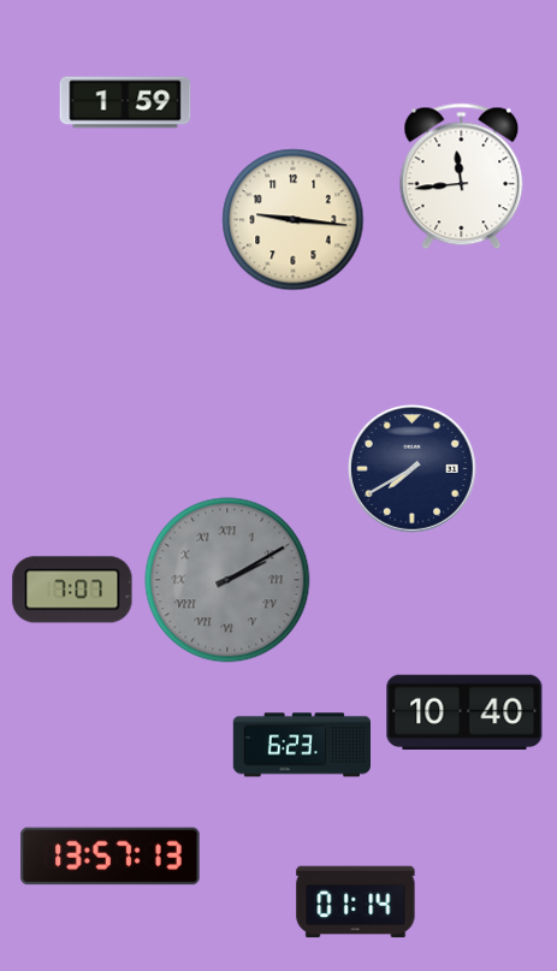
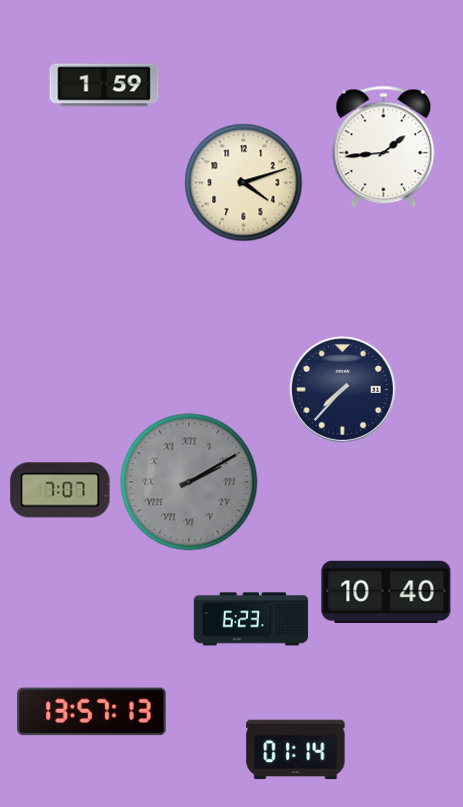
clock at (462, 177): 11:44 -> 1:44
clock at (294, 220): 9:16 -> 4:12
clock at (411, 468): 7:40 -> 7:37
